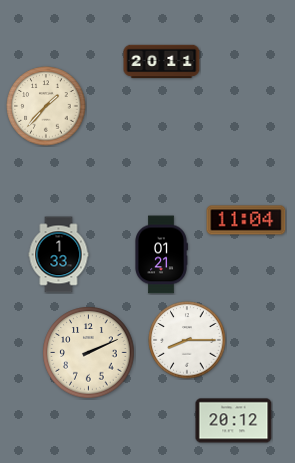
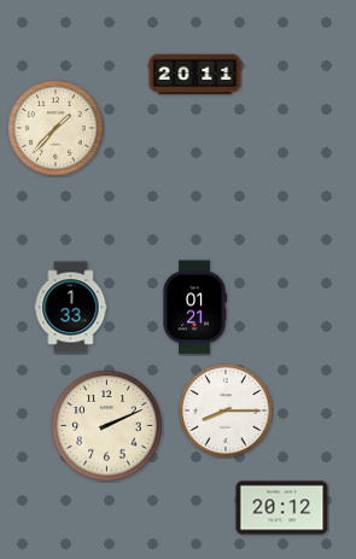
clock at (246, 220): 11:04 -> none
